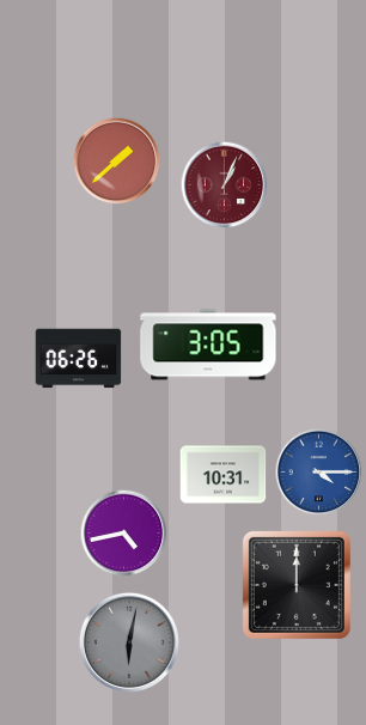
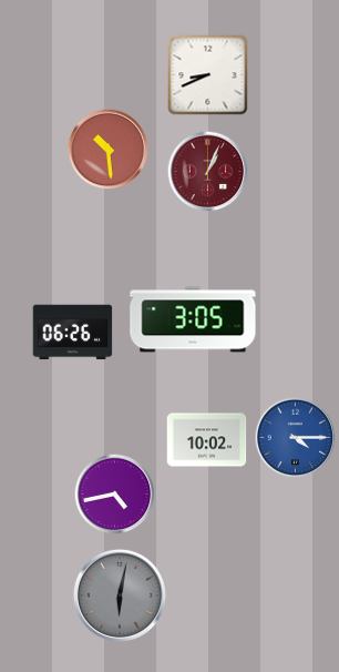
clock at (208, 75): none -> 8:41
clock at (117, 162): 1:38 -> 10:29
clock at (224, 475): 10:31 -> 10:02
clock at (297, 585): 12:00 -> none
